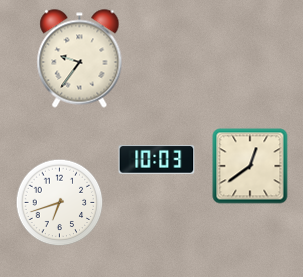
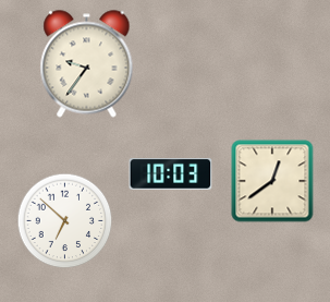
clock at (60, 203): 6:42 -> 6:52
